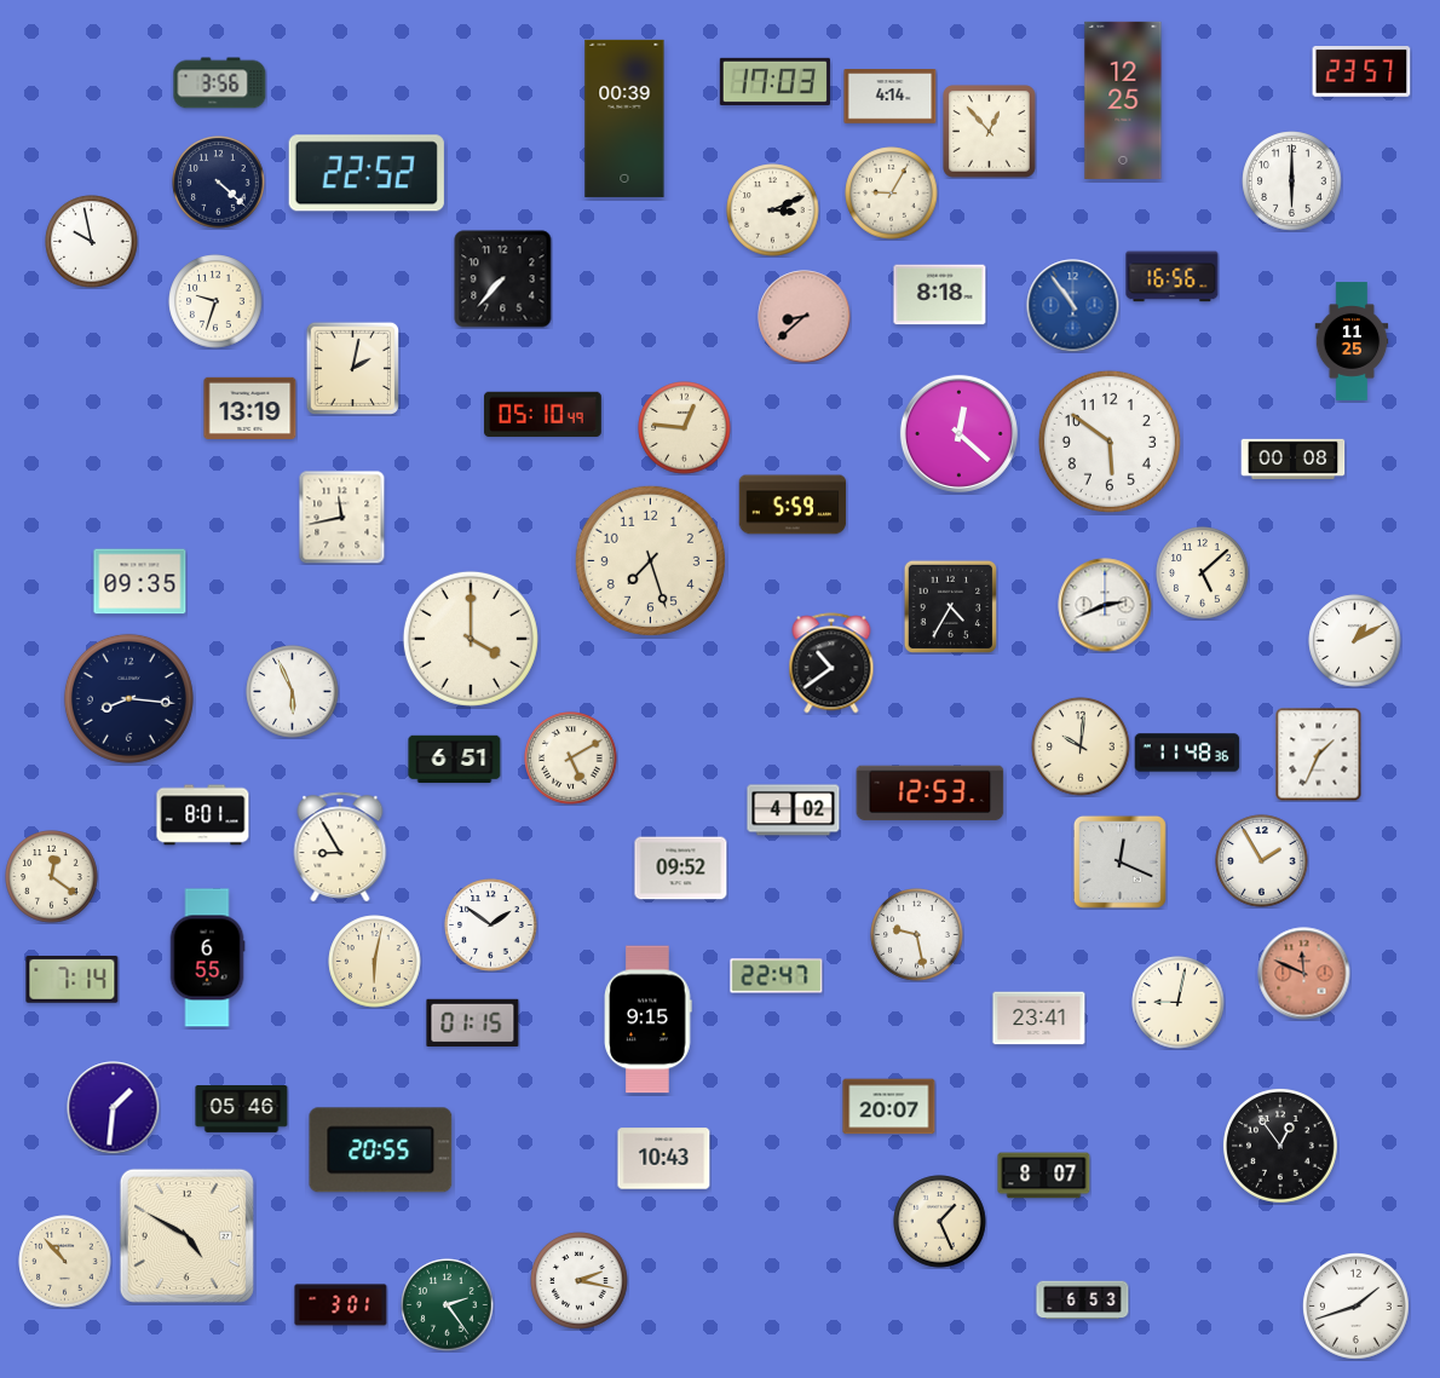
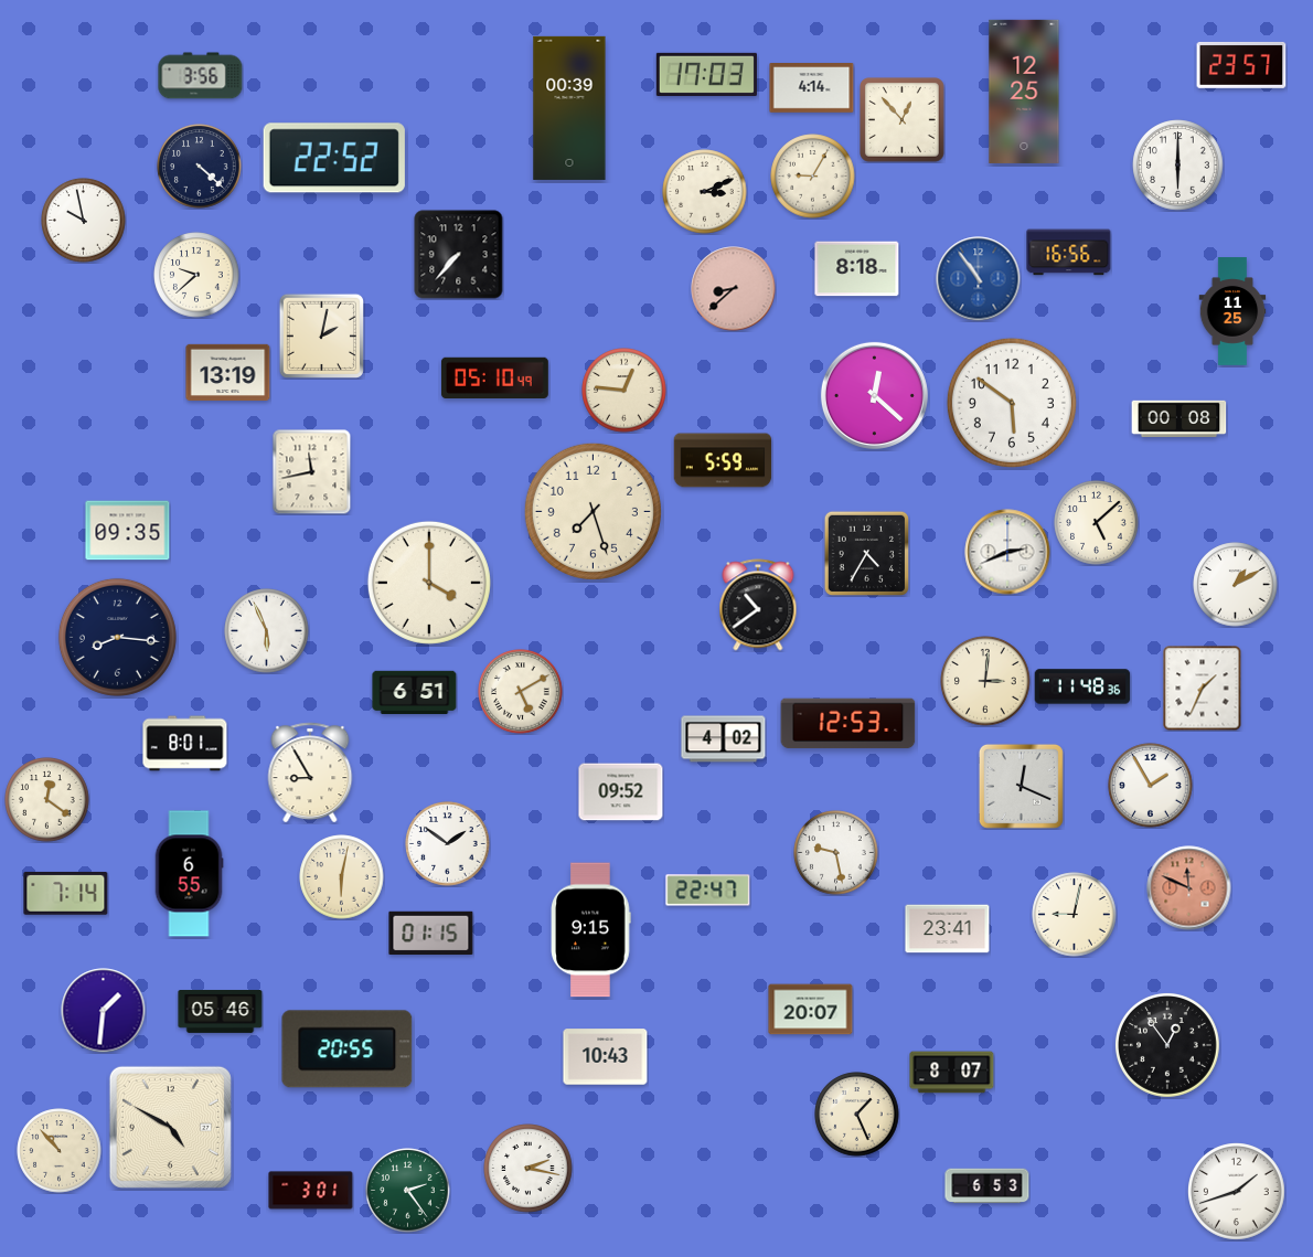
clock at (215, 301): 9:33 -> 9:38
clock at (1081, 746): 10:01 -> 3:01
